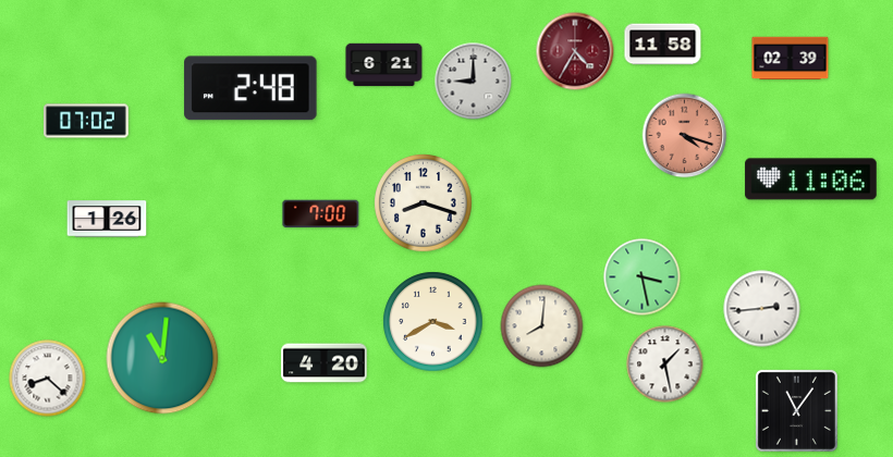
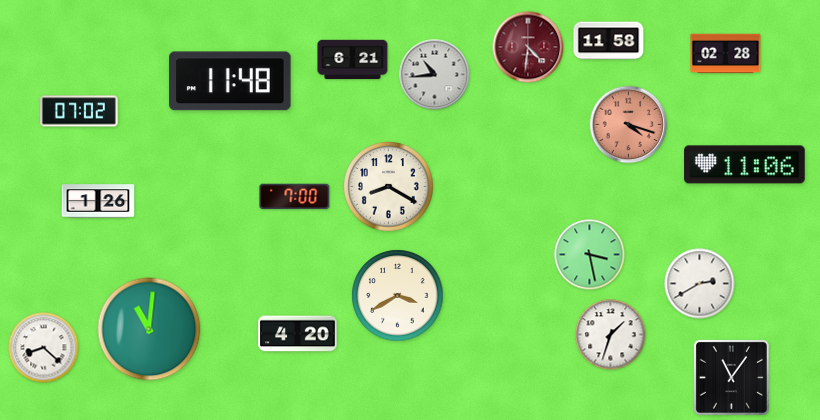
clock at (575, 51): 4:35 -> 4:31
clock at (791, 59): 02:39 -> 02:28
clock at (474, 82): 9:00 -> 10:44
clock at (250, 88): 2:48 -> 11:48
clock at (424, 203): 8:18 -> 8:20
clock at (762, 309): 2:44 -> 2:40
clock at (542, 326): 8:01 -> none
clock at (665, 365): 1:28 -> 1:33
